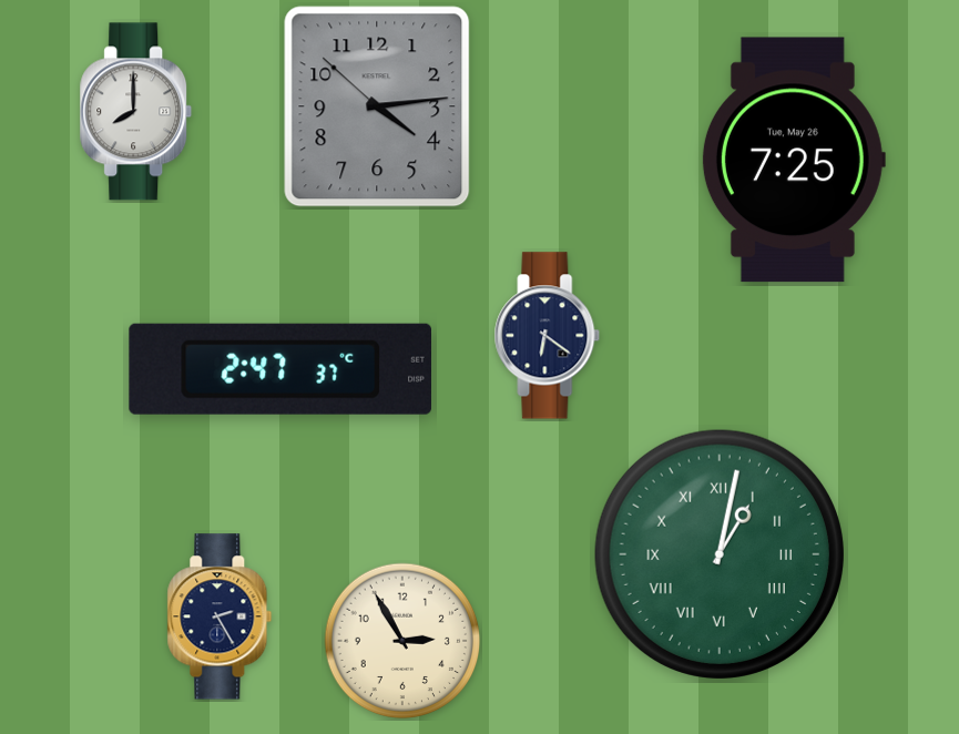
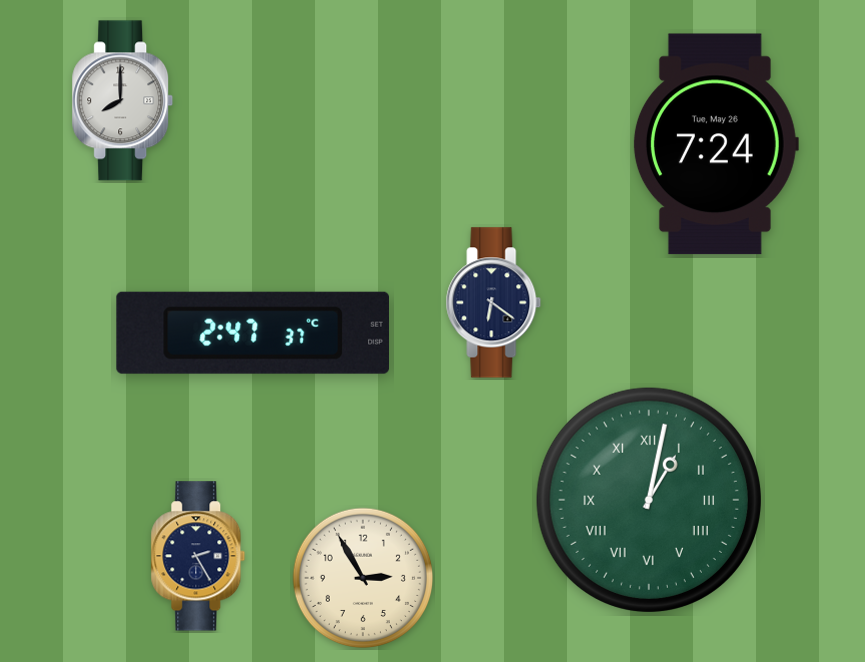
clock at (377, 106): 4:13 -> none
clock at (793, 160): 7:25 -> 7:24
